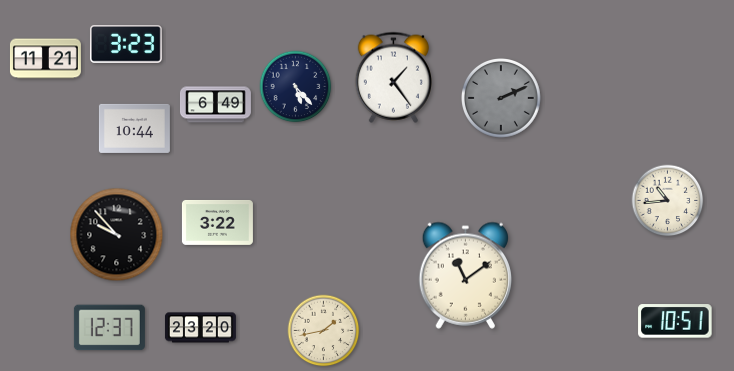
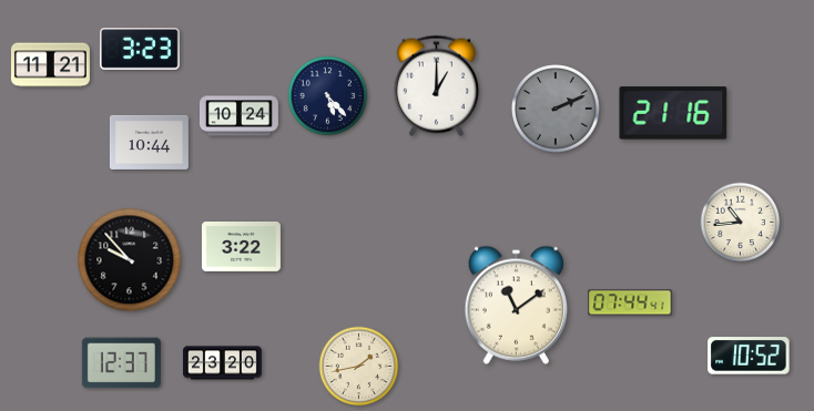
clock at (393, 77): 1:24 -> 1:00
clock at (673, 113): none -> 21:16
clock at (215, 105): 6:49 -> 10:24
clock at (630, 302): none -> 07:44
clock at (675, 321): 10:51 -> 10:52
